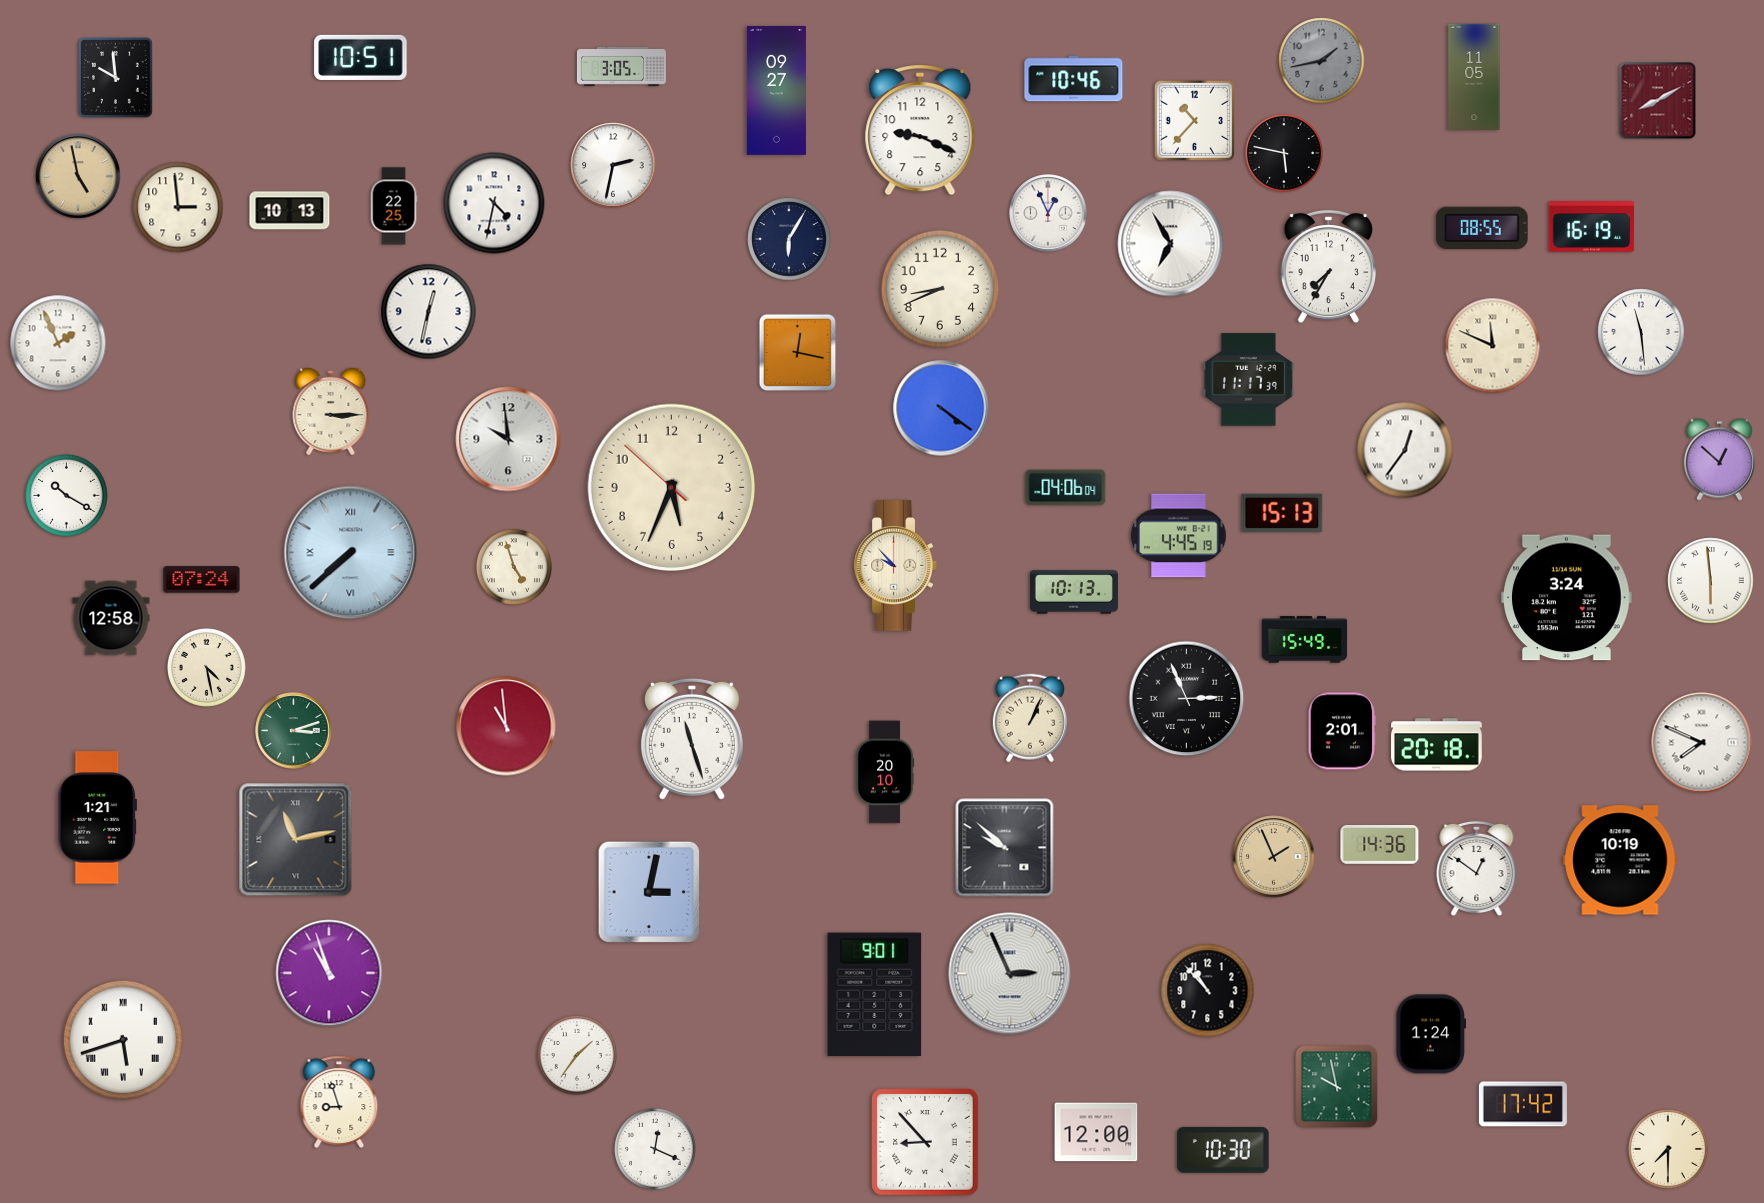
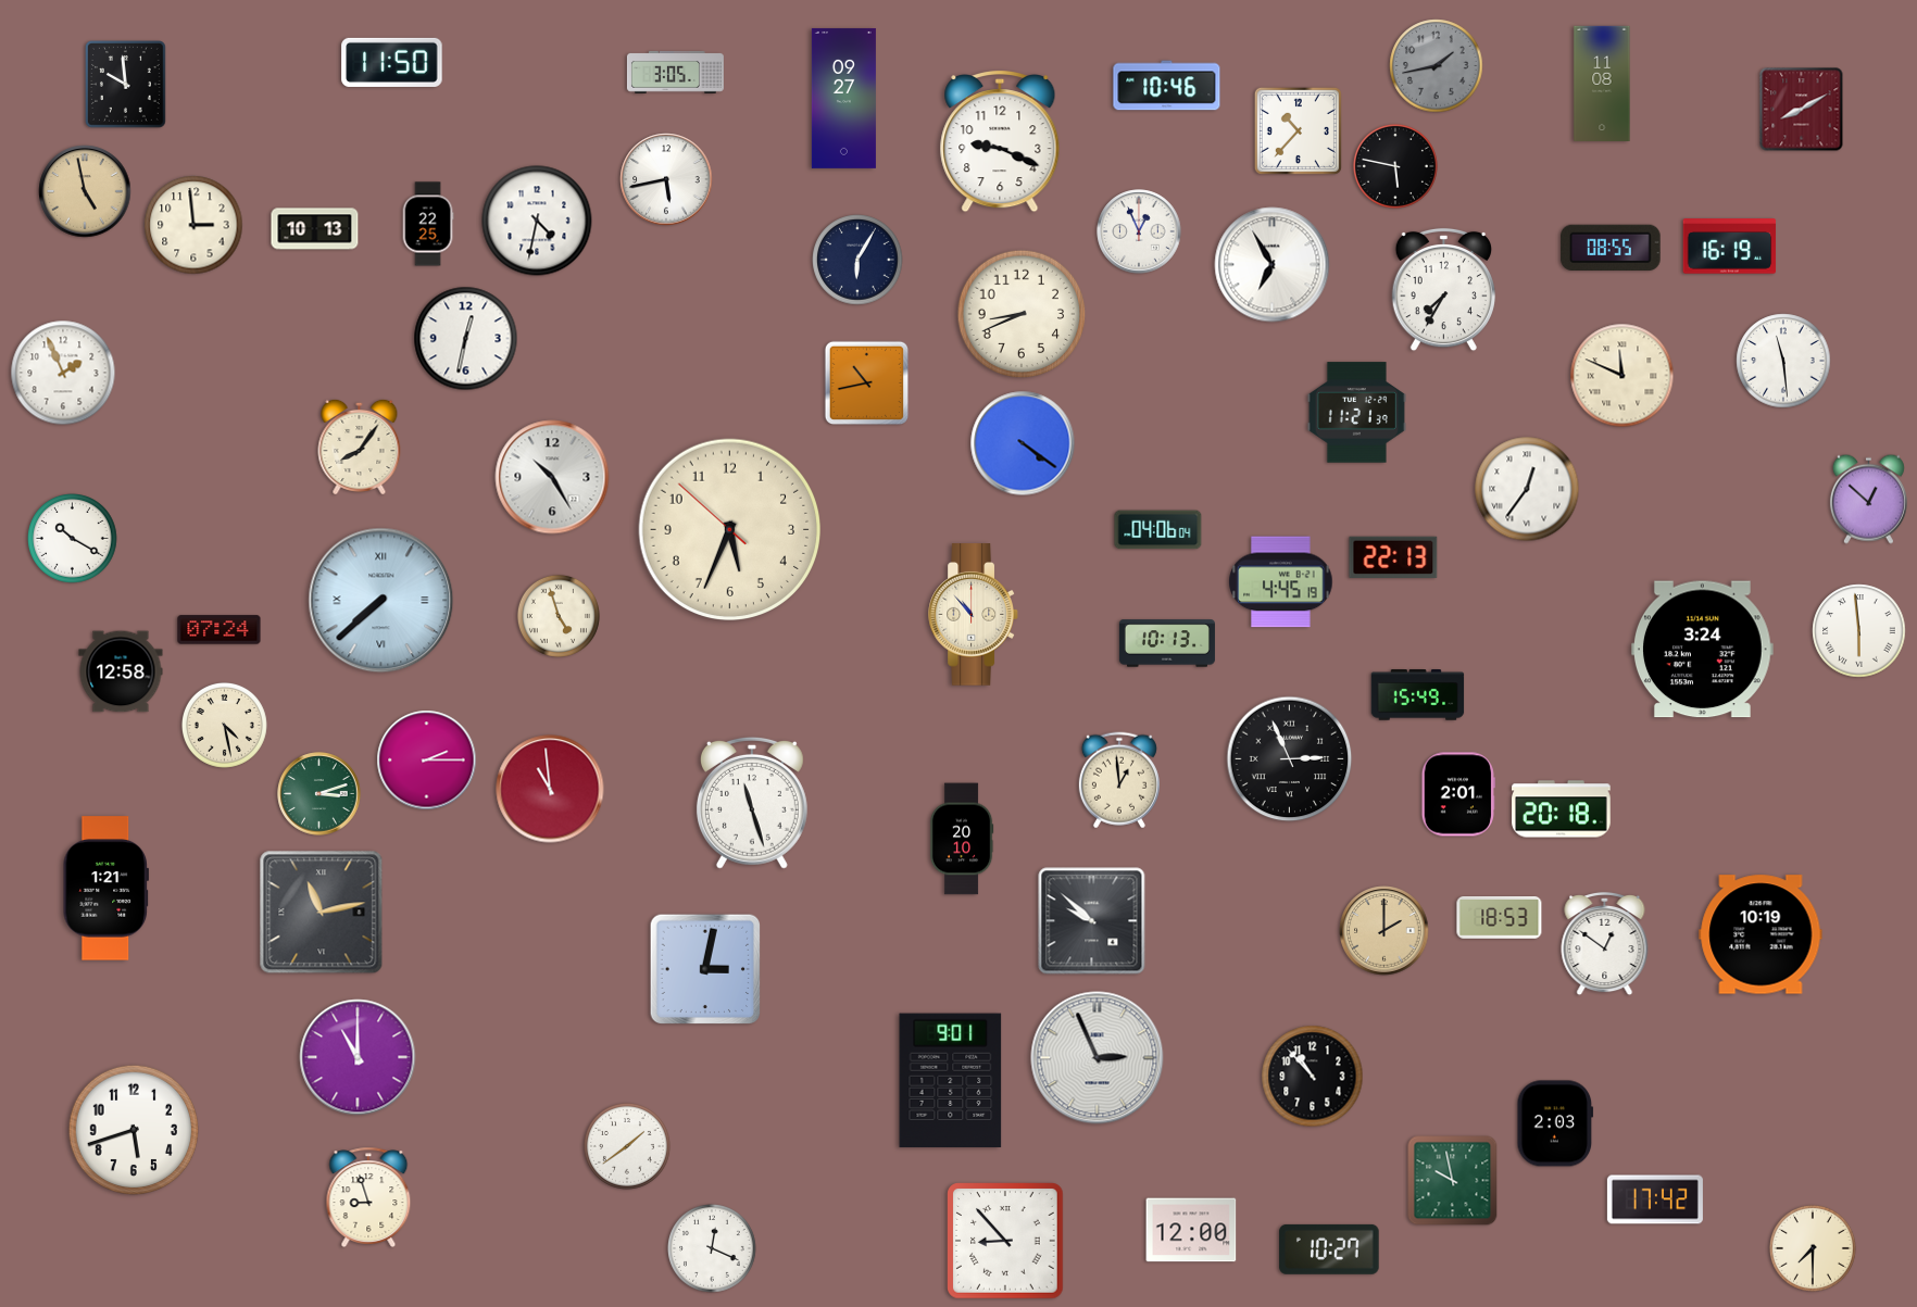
clock at (361, 57): 10:51 -> 11:50
clock at (1474, 76): 11:05 -> 11:08
clock at (613, 165): 2:32 -> 5:43
clock at (797, 352): 12:17 -> 10:43
clock at (1248, 380): 11:17 -> 11:21
clock at (331, 411): 3:15 -> 8:06
clock at (508, 439): 9:59 -> 10:25
clock at (1282, 513): 15:13 -> 22:13
clock at (896, 566): 9:53 -> 10:53
clock at (427, 761): none -> 2:15
clock at (1030, 718): 1:04 -> 12:59
clock at (1702, 743): 7:49 -> none
clock at (1380, 845): 14:36 -> 18:53
clock at (1274, 857): 1:56 -> 2:00
clock at (329, 973): 10:57 -> 11:00
clock at (1431, 1034): 1:24 -> 2:03
clock at (123, 1040) numerals: Roman -> Arabic
clock at (577, 1055): 1:36 -> 1:39
clock at (1223, 1150): 10:30 -> 10:27
